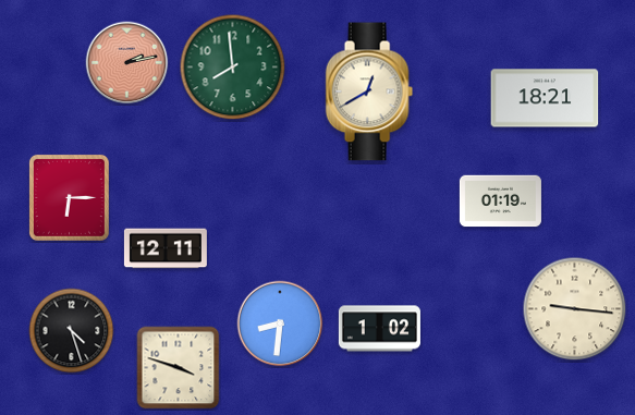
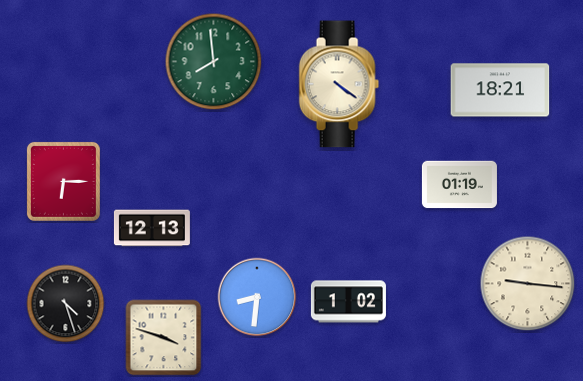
clock at (127, 63): 2:13 -> none
clock at (369, 91): 12:40 -> 4:21
clock at (166, 248): 12:11 -> 12:13
